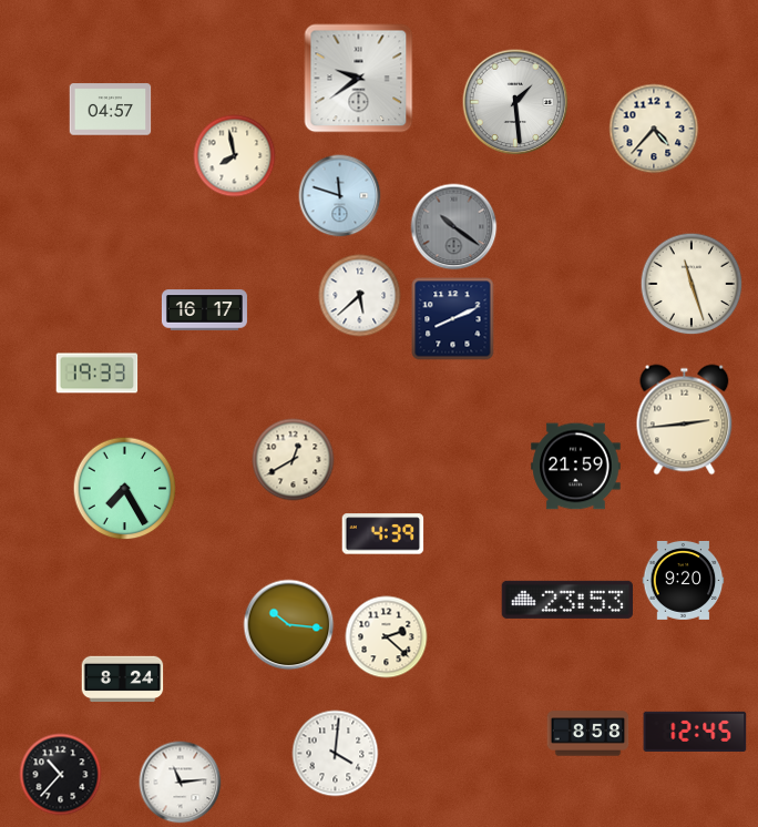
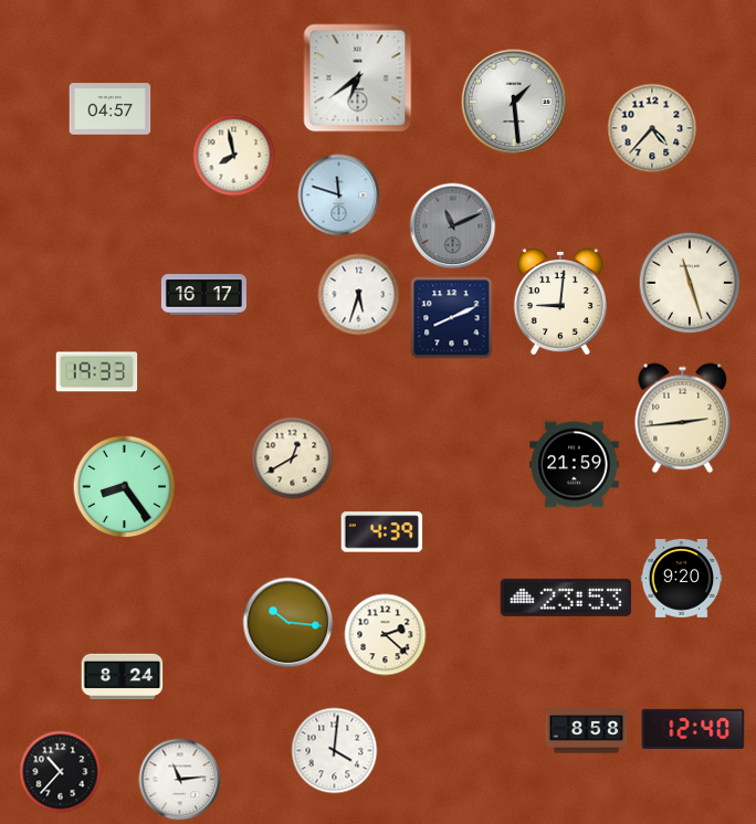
clock at (359, 79): 9:39 -> 6:39
clock at (454, 227): 10:21 -> 11:11
clock at (360, 296): 5:38 -> 5:33
clock at (560, 302): none -> 9:01
clock at (204, 310) position: (204, 310) -> (203, 295)
clock at (125, 489): 7:25 -> 8:24
clock at (695, 732): 12:45 -> 12:40
